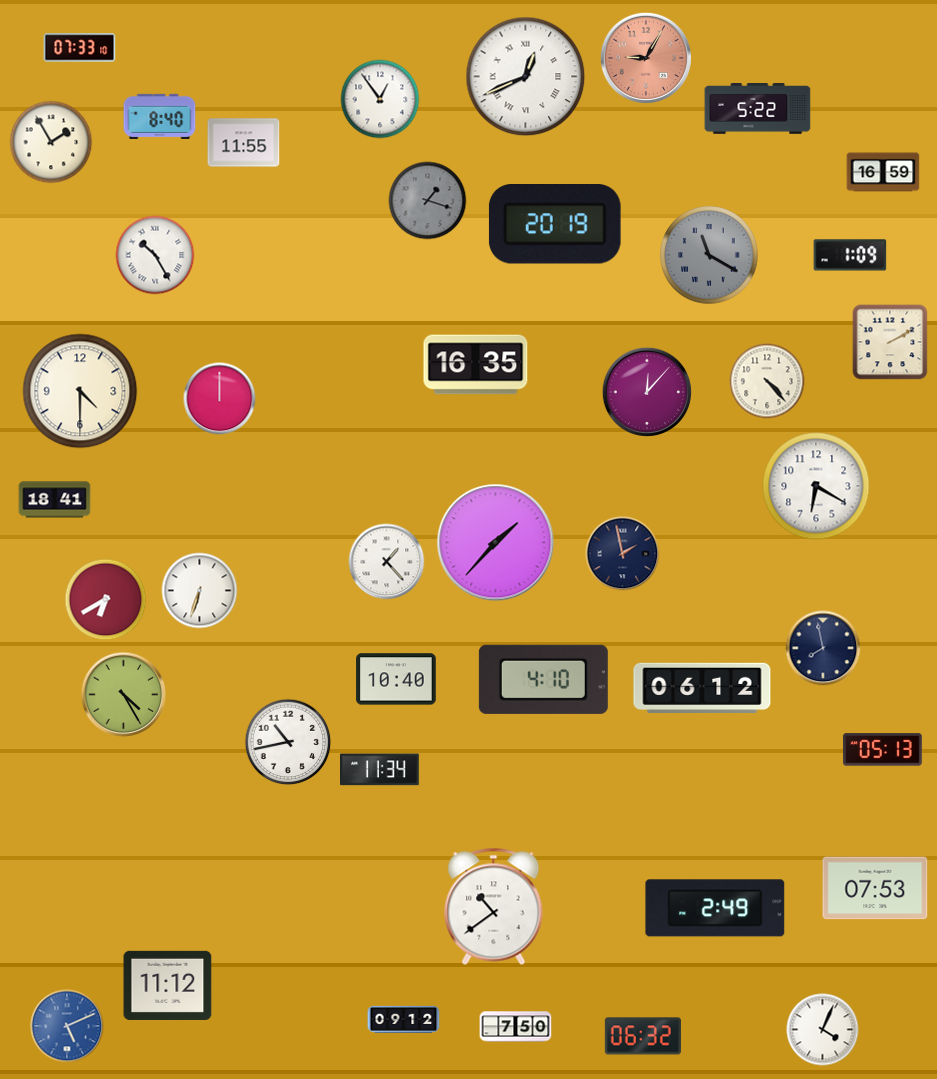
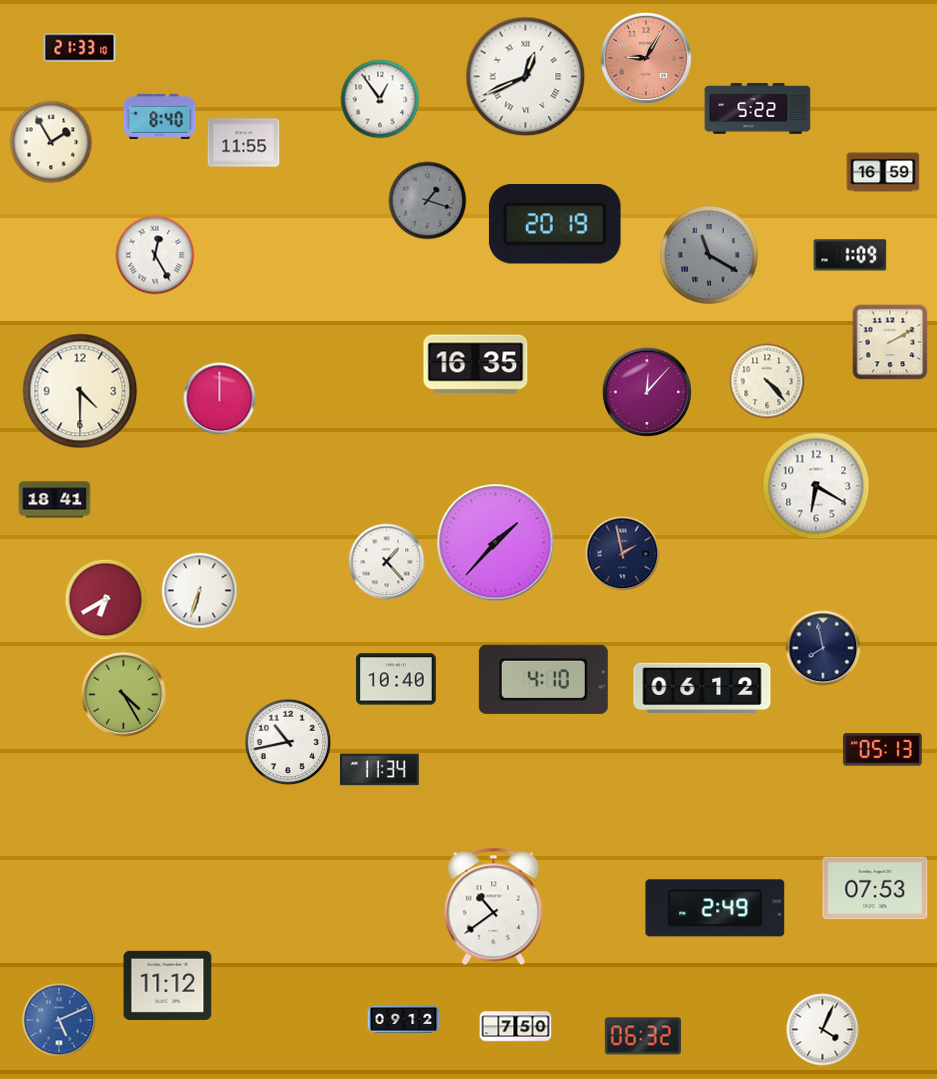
clock at (80, 48): 07:33 -> 21:33
clock at (155, 255): 10:25 -> 12:25
clock at (67, 1026) position: (67, 1026) -> (59, 1020)
